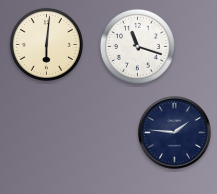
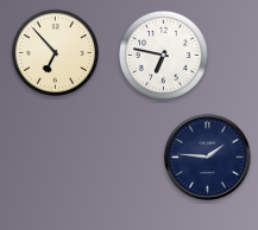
clock at (46, 44): 6:01 -> 6:53
clock at (137, 46): 11:18 -> 6:47
